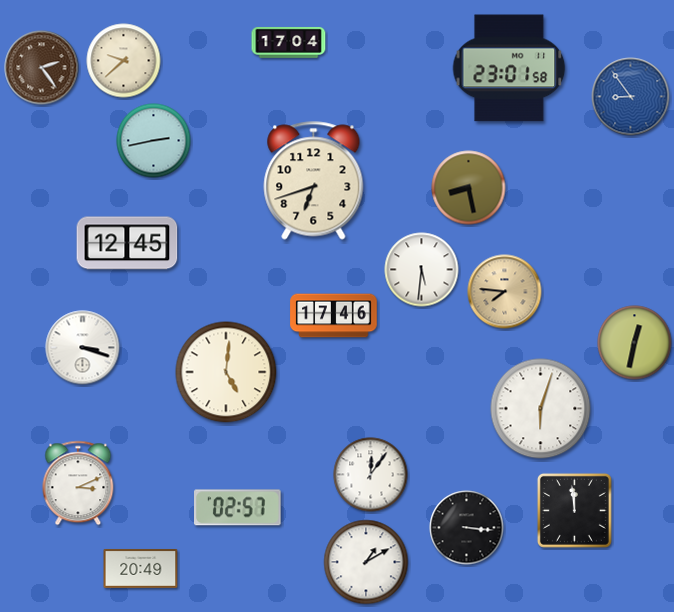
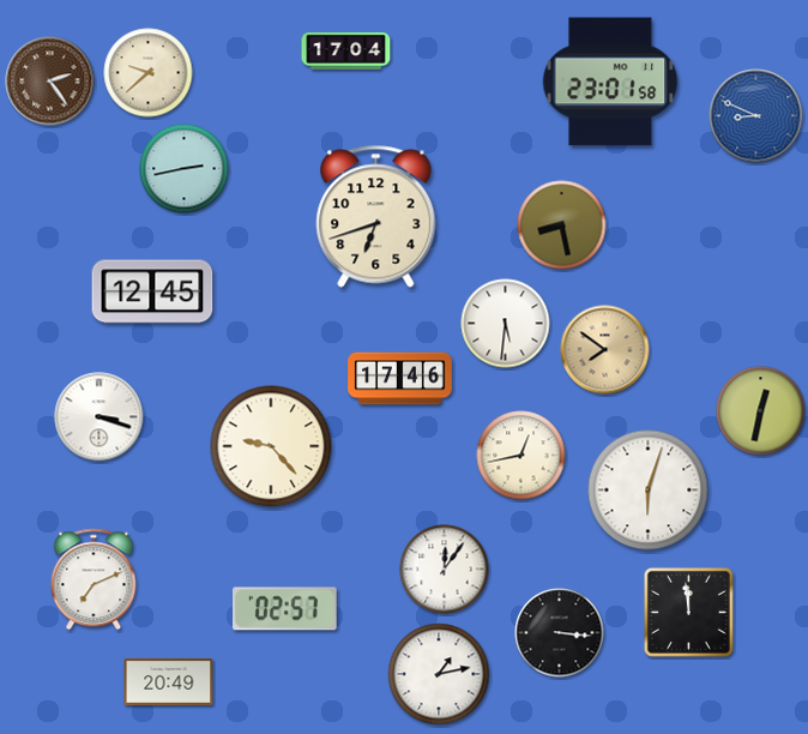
clock at (631, 97): 8:54 -> 8:49
clock at (505, 292): 7:46 -> 7:51
clock at (226, 372): 5:01 -> 9:23
clock at (521, 456): none -> 12:43
clock at (78, 483): 3:11 -> 7:11
clock at (366, 562): 1:10 -> 1:13
